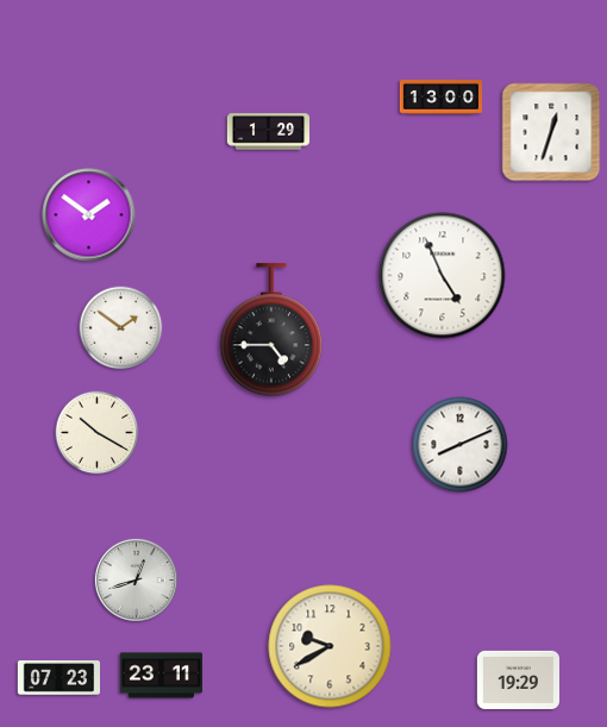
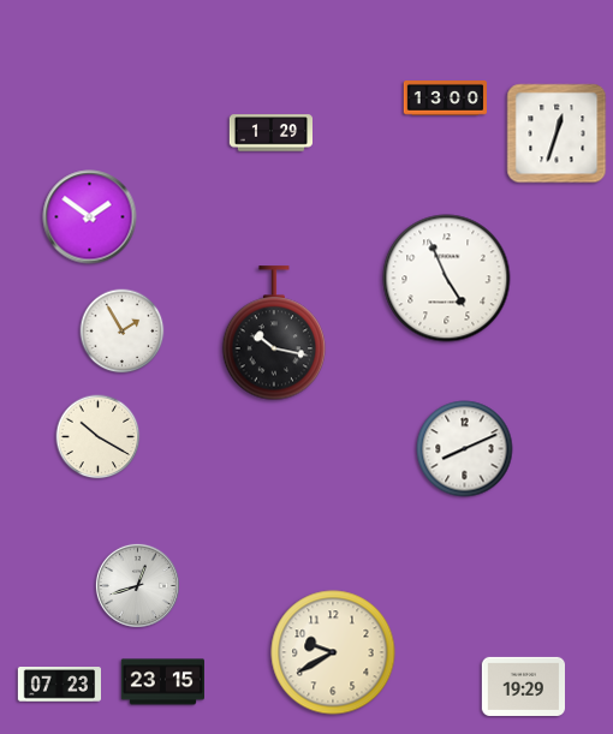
clock at (121, 328): 1:51 -> 1:55
clock at (271, 331): 4:45 -> 10:17
clock at (161, 676): 23:11 -> 23:15
